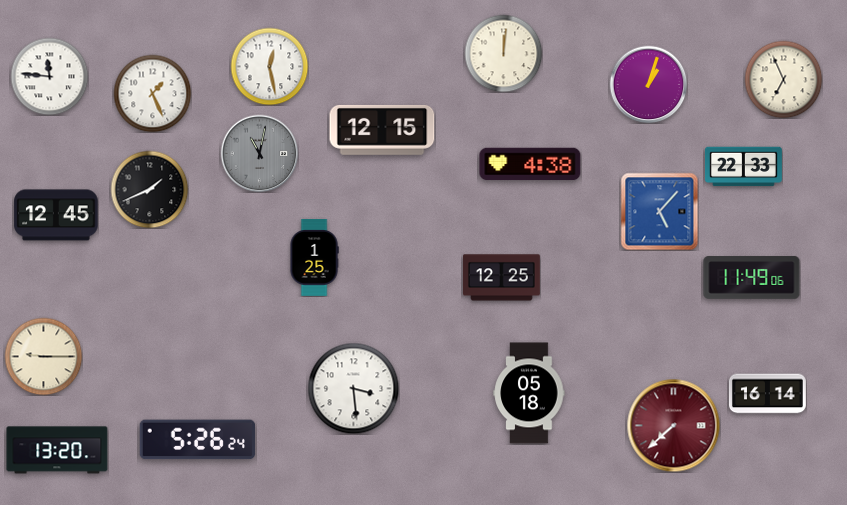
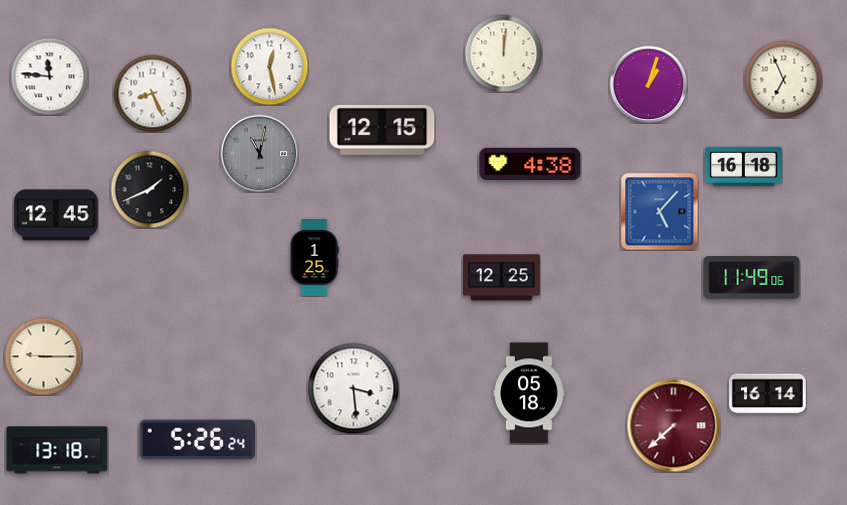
clock at (152, 93): 1:26 -> 8:26
clock at (743, 167): 22:33 -> 16:18
clock at (57, 450): 13:20 -> 13:18
